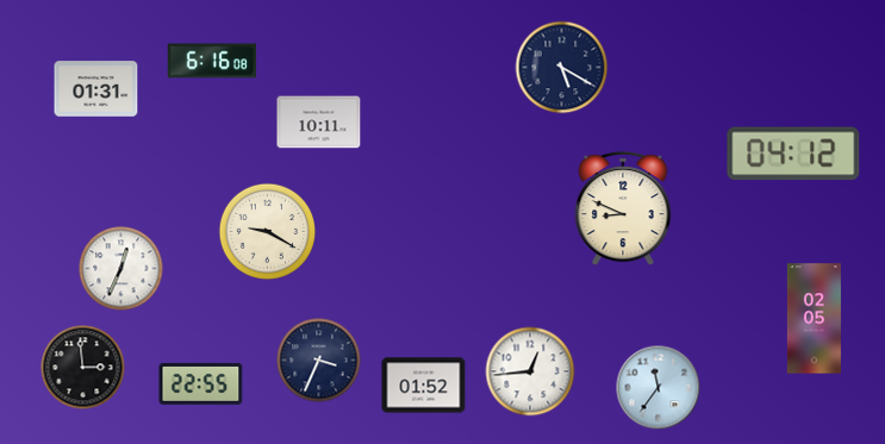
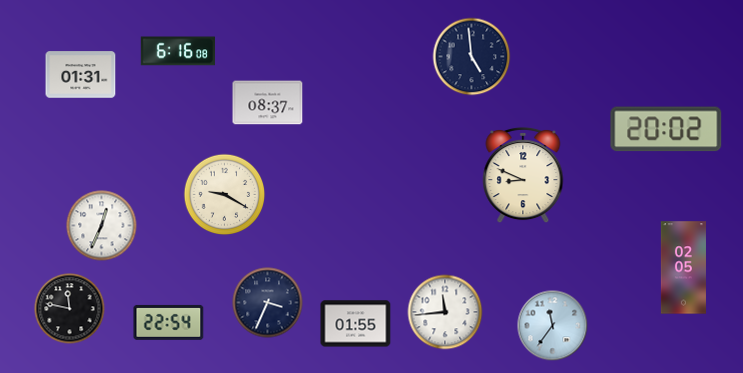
clock at (562, 68): 5:20 -> 4:59
clock at (319, 123): 10:11 -> 08:37
clock at (793, 154): 04:12 -> 20:02
clock at (83, 368): 2:59 -> 11:47
clock at (530, 371): 12:44 -> 11:44
clock at (201, 383): 22:55 -> 22:54
clock at (424, 386): 01:52 -> 01:55
